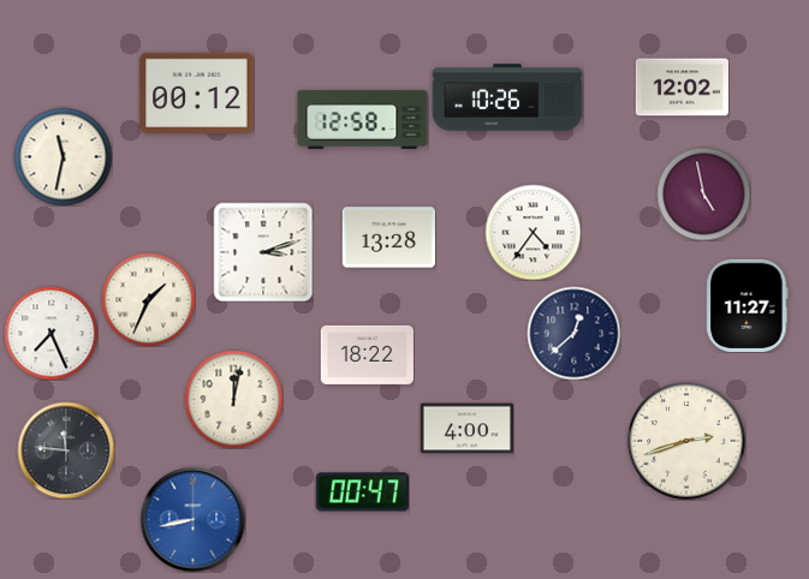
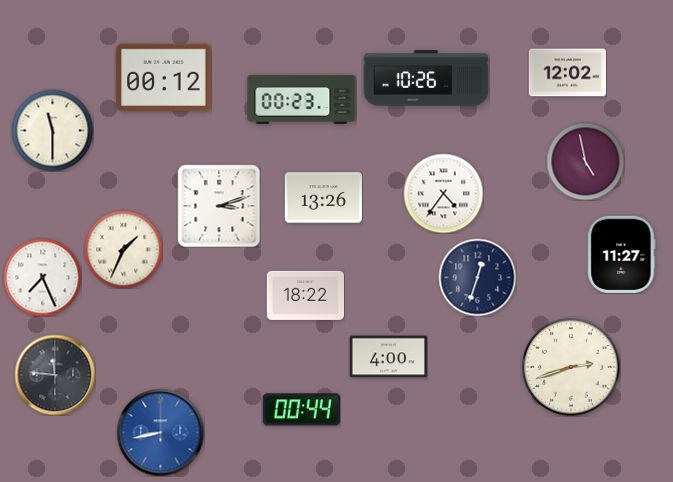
clock at (507, 97) position: (507, 97) -> (426, 78)
clock at (363, 119): 12:58 -> 00:23
clock at (63, 156): 11:32 -> 11:30
clock at (388, 238): 13:28 -> 13:26
clock at (263, 252) position: (263, 252) -> (219, 206)
clock at (573, 333): 12:38 -> 12:33
clock at (233, 399): 12:02 -> none
clock at (362, 493): 00:47 -> 00:44
